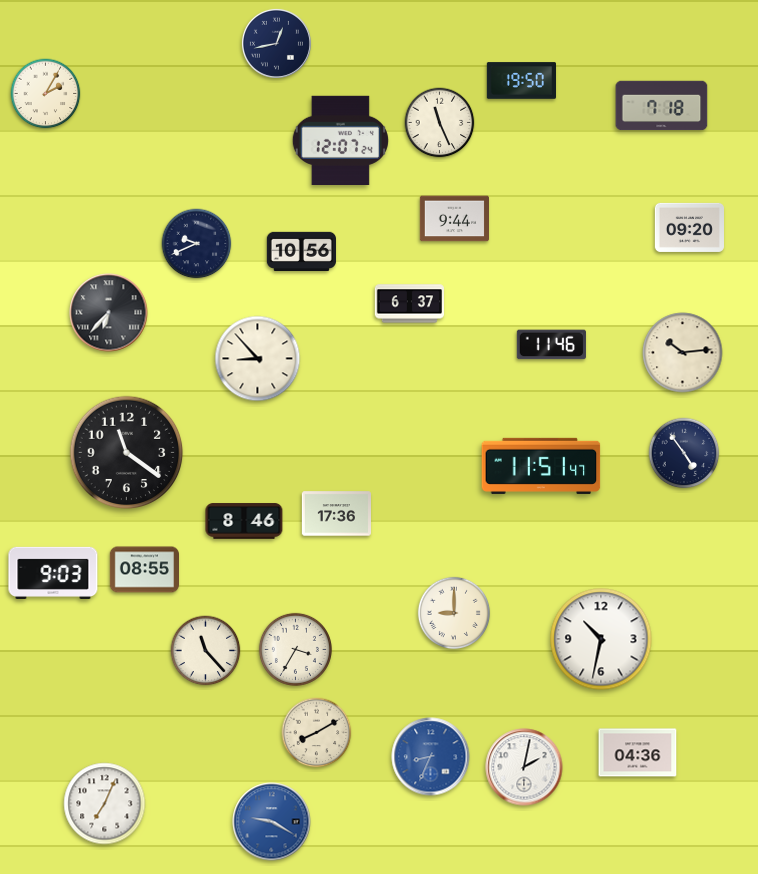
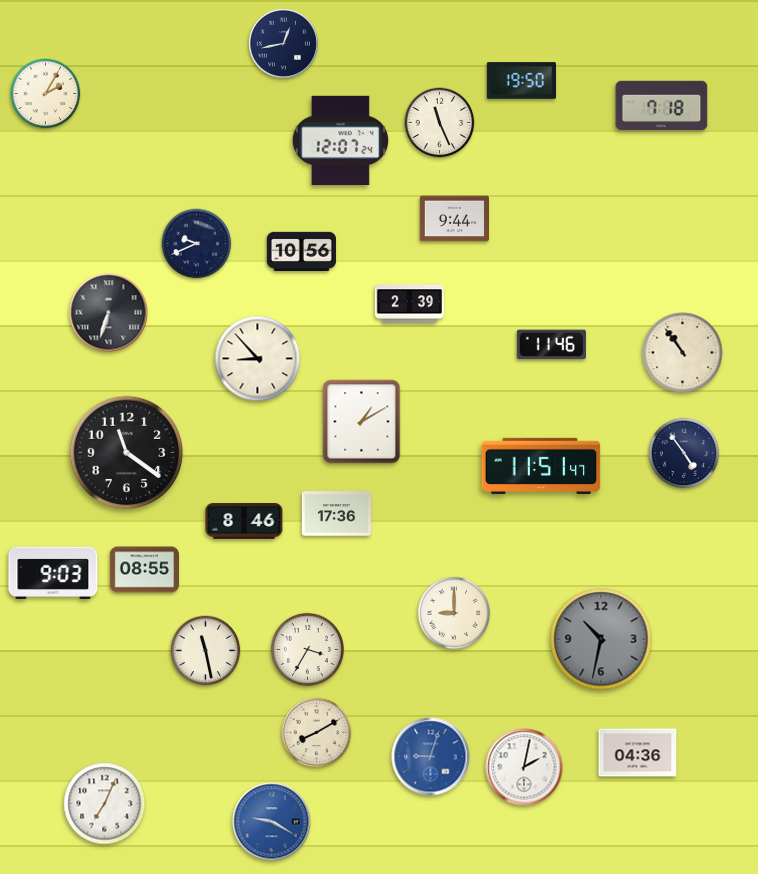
clock at (276, 43) position: (276, 43) -> (283, 43)
clock at (689, 227): 09:20 -> none
clock at (409, 304): 6:37 -> 2:39
clock at (109, 313): 6:37 -> 6:33
clock at (683, 353): 10:14 -> 10:54
clock at (362, 422): none -> 1:10
clock at (601, 639) dial: white -> grey
clock at (295, 649) position: (295, 649) -> (307, 649)
clock at (206, 651): 11:23 -> 11:28
clock at (431, 757): 8:34 -> 9:03
